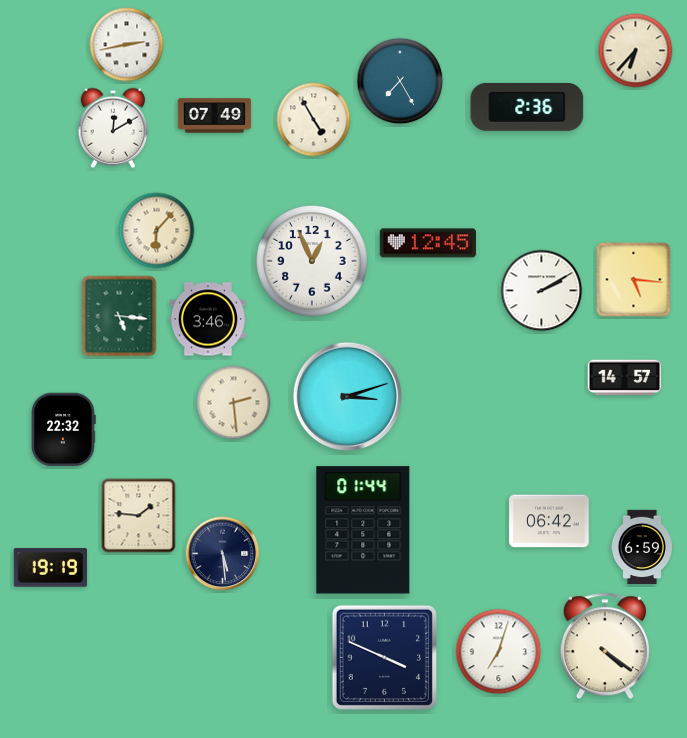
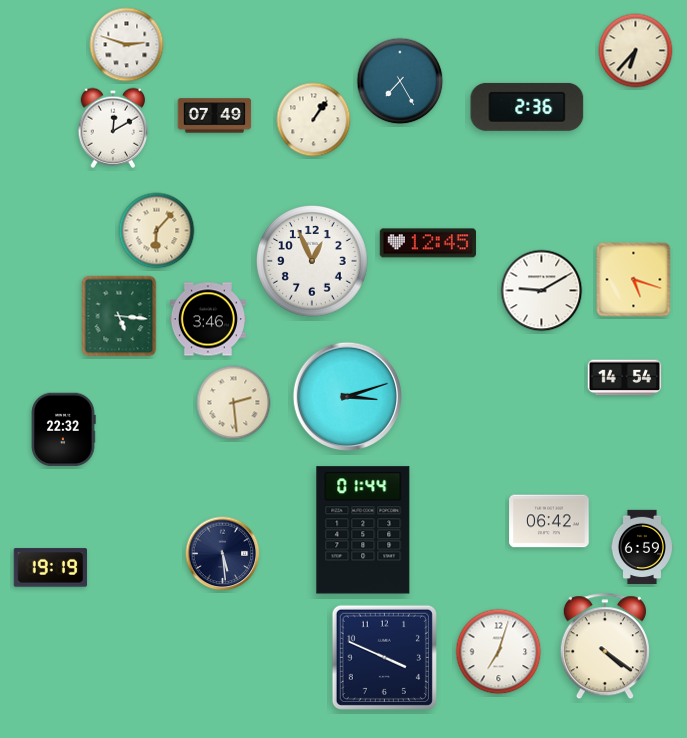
clock at (127, 45): 2:43 -> 2:48
clock at (314, 120): 4:55 -> 1:06
clock at (634, 280): 5:16 -> 5:18
clock at (542, 291): 2:10 -> 9:10
clock at (625, 378): 14:57 -> 14:54
clock at (139, 516): 1:46 -> none
